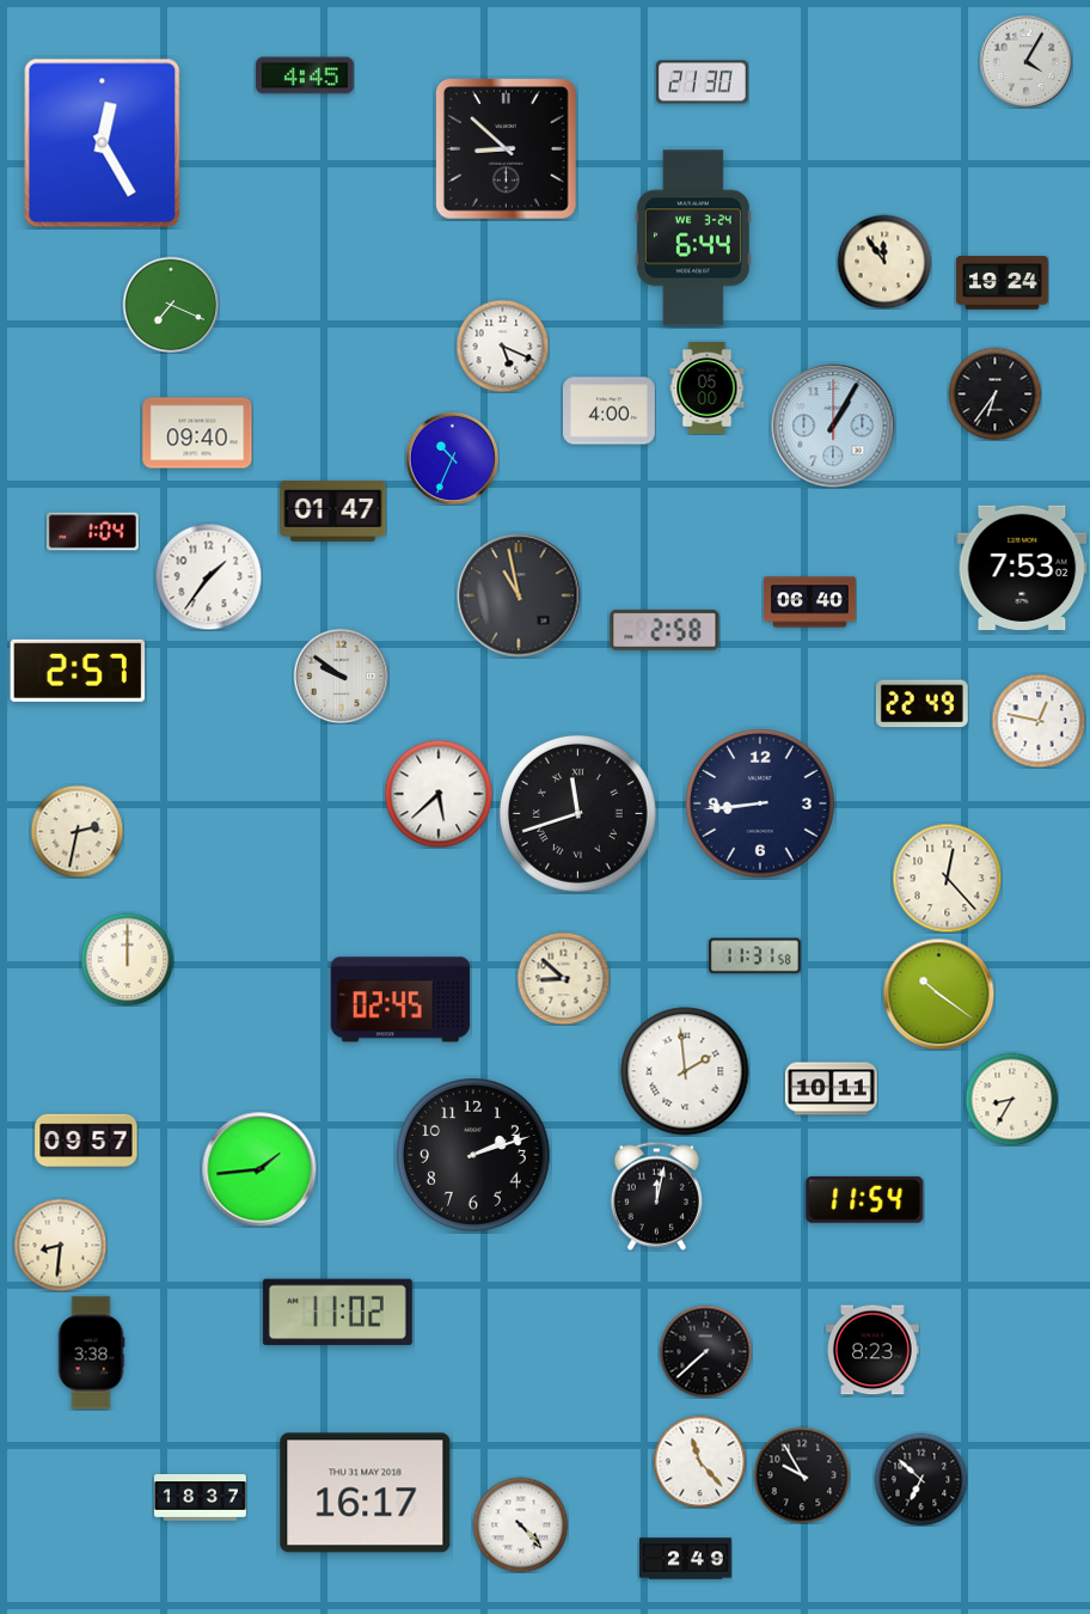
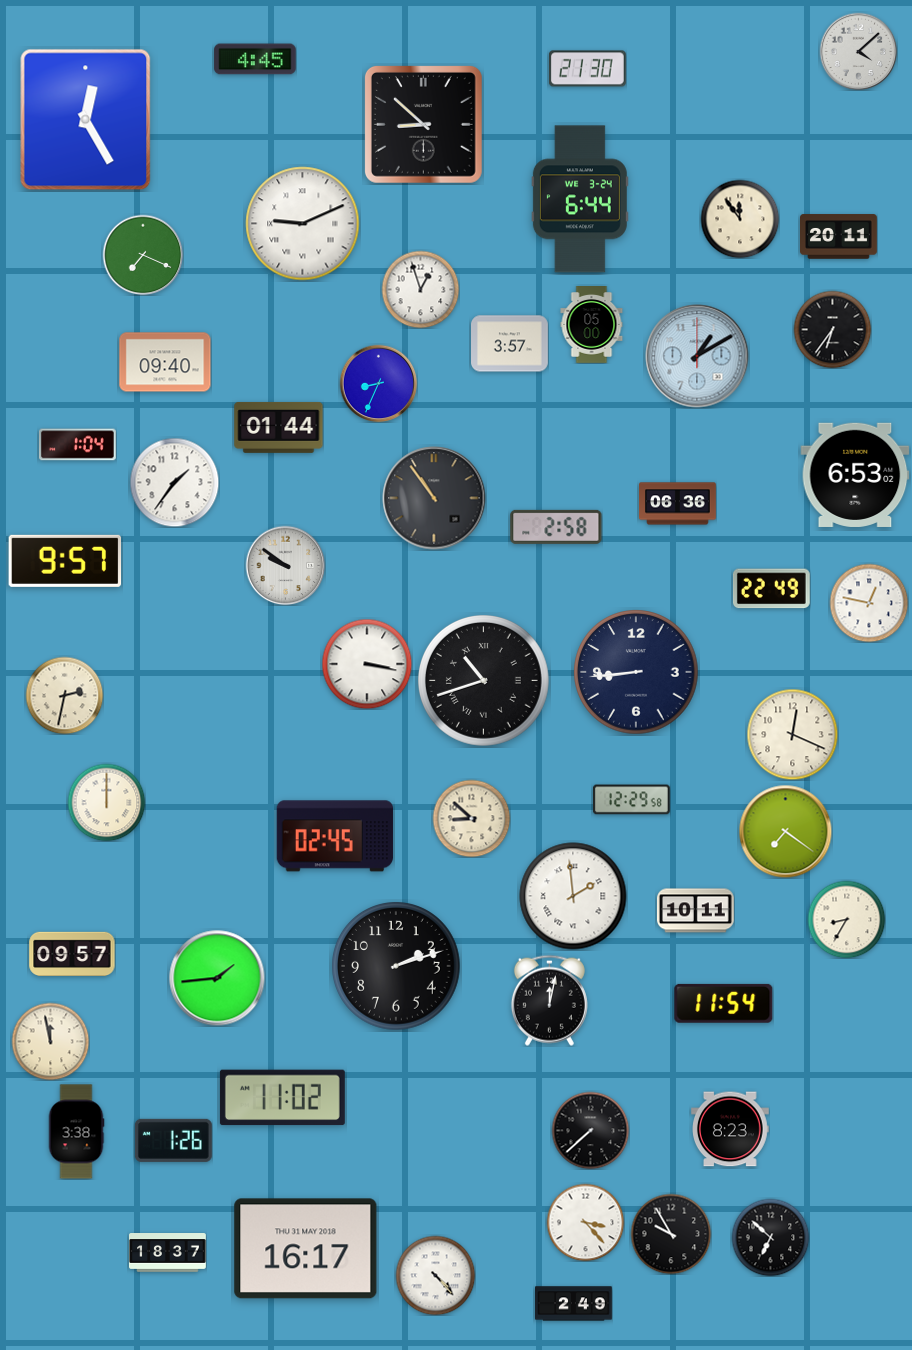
clock at (1025, 61): 4:05 -> 4:08
clock at (305, 75) position: (305, 75) -> (255, 59)
clock at (303, 224): none -> 9:11
clock at (1003, 283): 19:24 -> 20:11
clock at (502, 346): 5:19 -> 12:57
clock at (610, 411): 4:00 -> 3:57
clock at (833, 426): 1:05 -> 1:10
clock at (452, 458): 10:34 -> 8:34
clock at (333, 511): 01:47 -> 01:44
clock at (1022, 568): 7:53 -> 6:53
clock at (519, 595): 10:58 -> 10:54
clock at (810, 603): 06:40 -> 06:36
clock at (78, 671): 2:57 -> 9:57
clock at (439, 794): 5:38 -> 3:17
clock at (577, 813): 11:42 -> 10:42
clock at (947, 878): 12:23 -> 12:19
clock at (754, 956): 11:31 -> 12:29
clock at (938, 994): 10:21 -> 7:21
clock at (60, 1245): 8:31 -> 11:58
clock at (173, 1140): none -> 1:26
clock at (699, 1461): 11:23 -> 3:23
